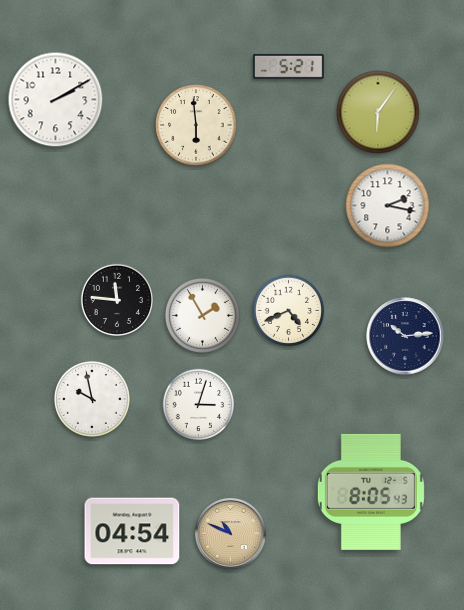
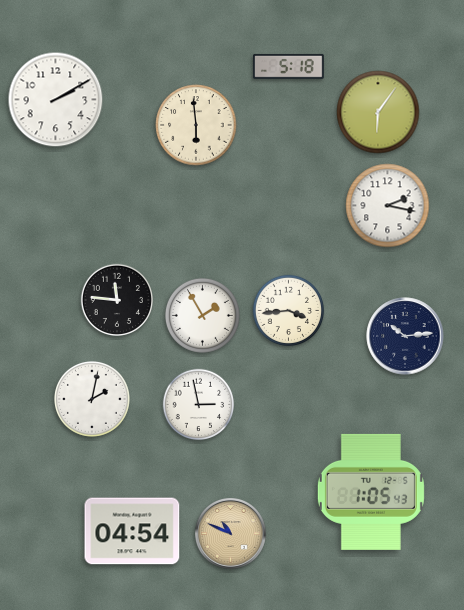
clock at (289, 66): 5:21 -> 5:18
clock at (289, 311): 4:41 -> 3:44
clock at (92, 399): 9:58 -> 2:02
clock at (199, 405): 3:03 -> 2:58
clock at (371, 492): 8:05 -> 1:05
